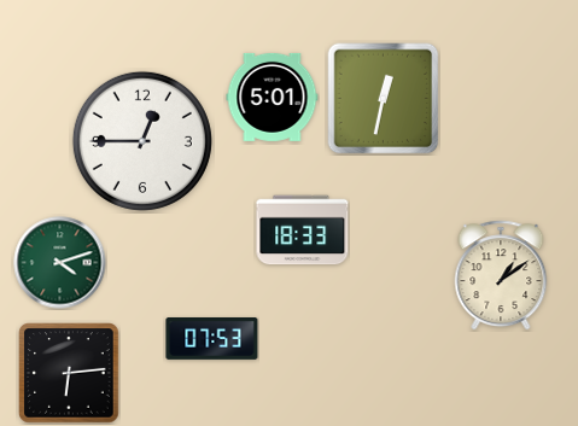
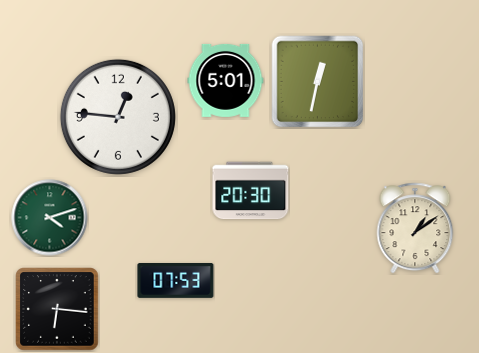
clock at (142, 141): 12:45 -> 12:46
clock at (303, 230): 18:33 -> 20:30
clock at (69, 373): 6:14 -> 6:16
